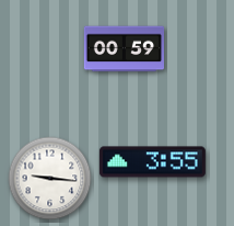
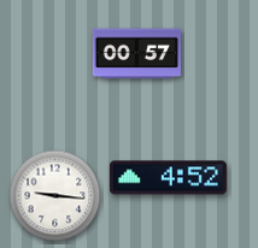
clock at (124, 49): 00:59 -> 00:57
clock at (152, 162): 3:55 -> 4:52
